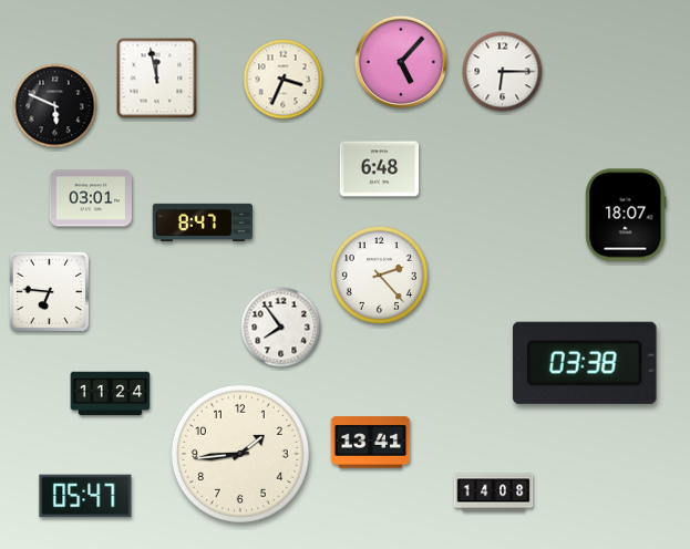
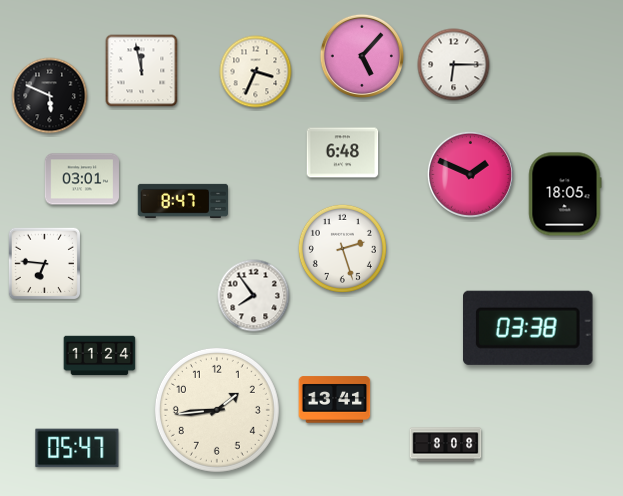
clock at (470, 174): none -> 1:49
clock at (626, 215): 18:07 -> 18:05
clock at (379, 274): 2:23 -> 2:27
clock at (494, 493): 14:08 -> 8:08
